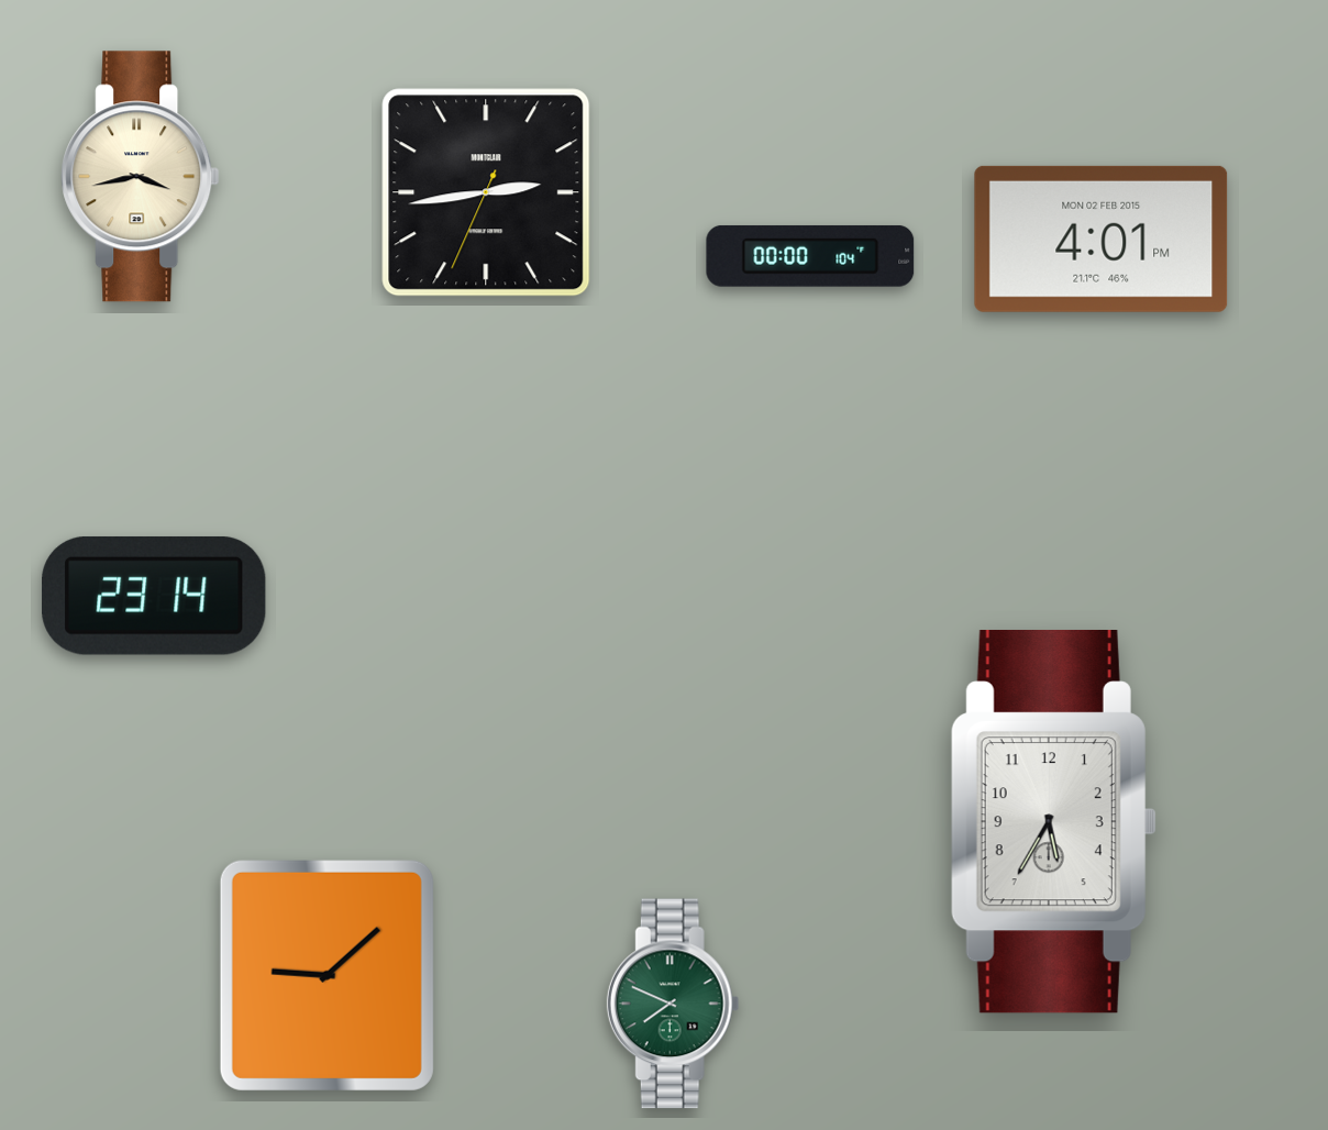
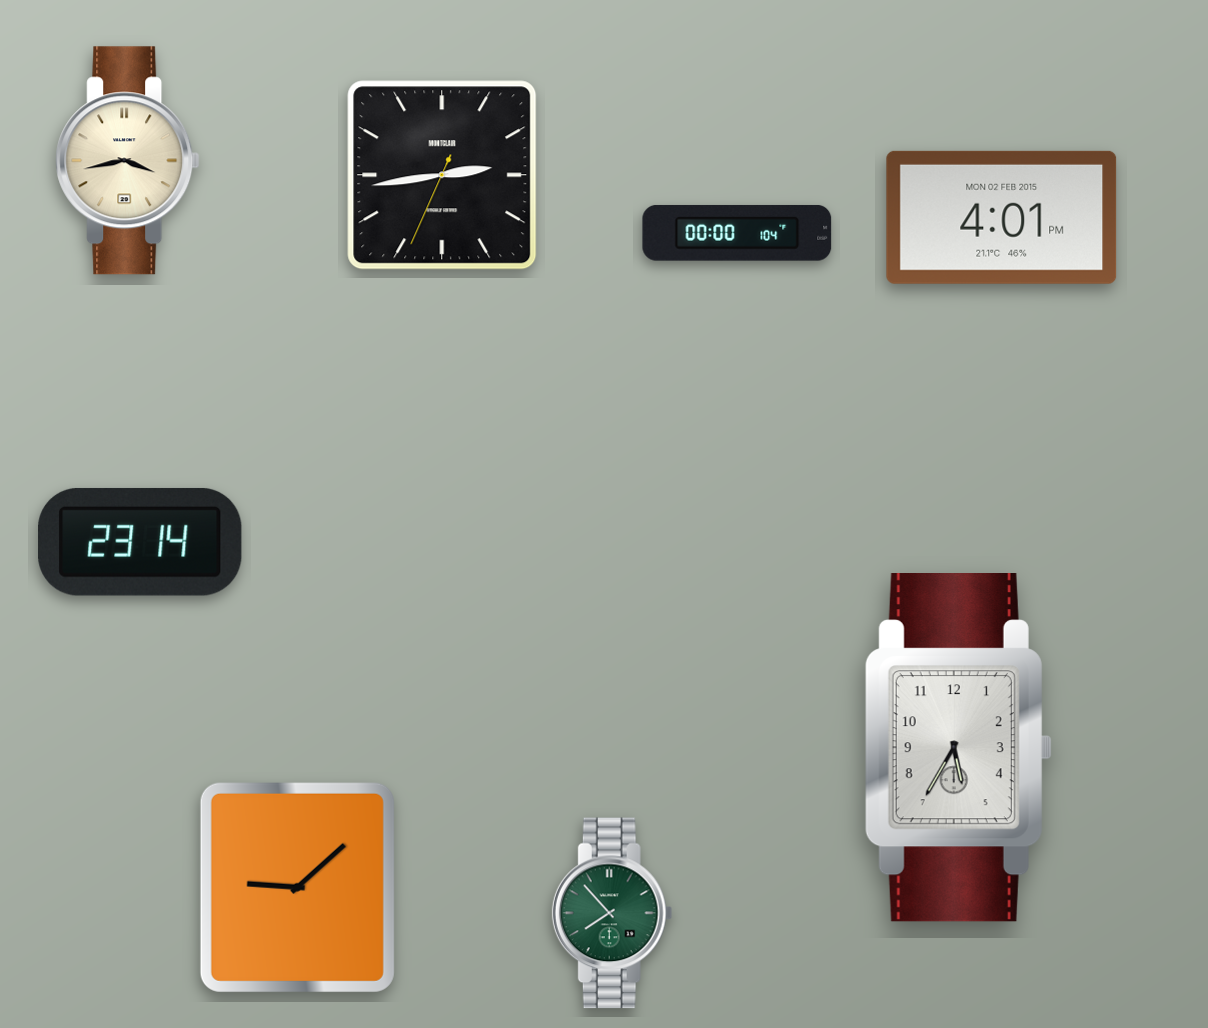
clock at (673, 1004): 7:49 -> 7:53
